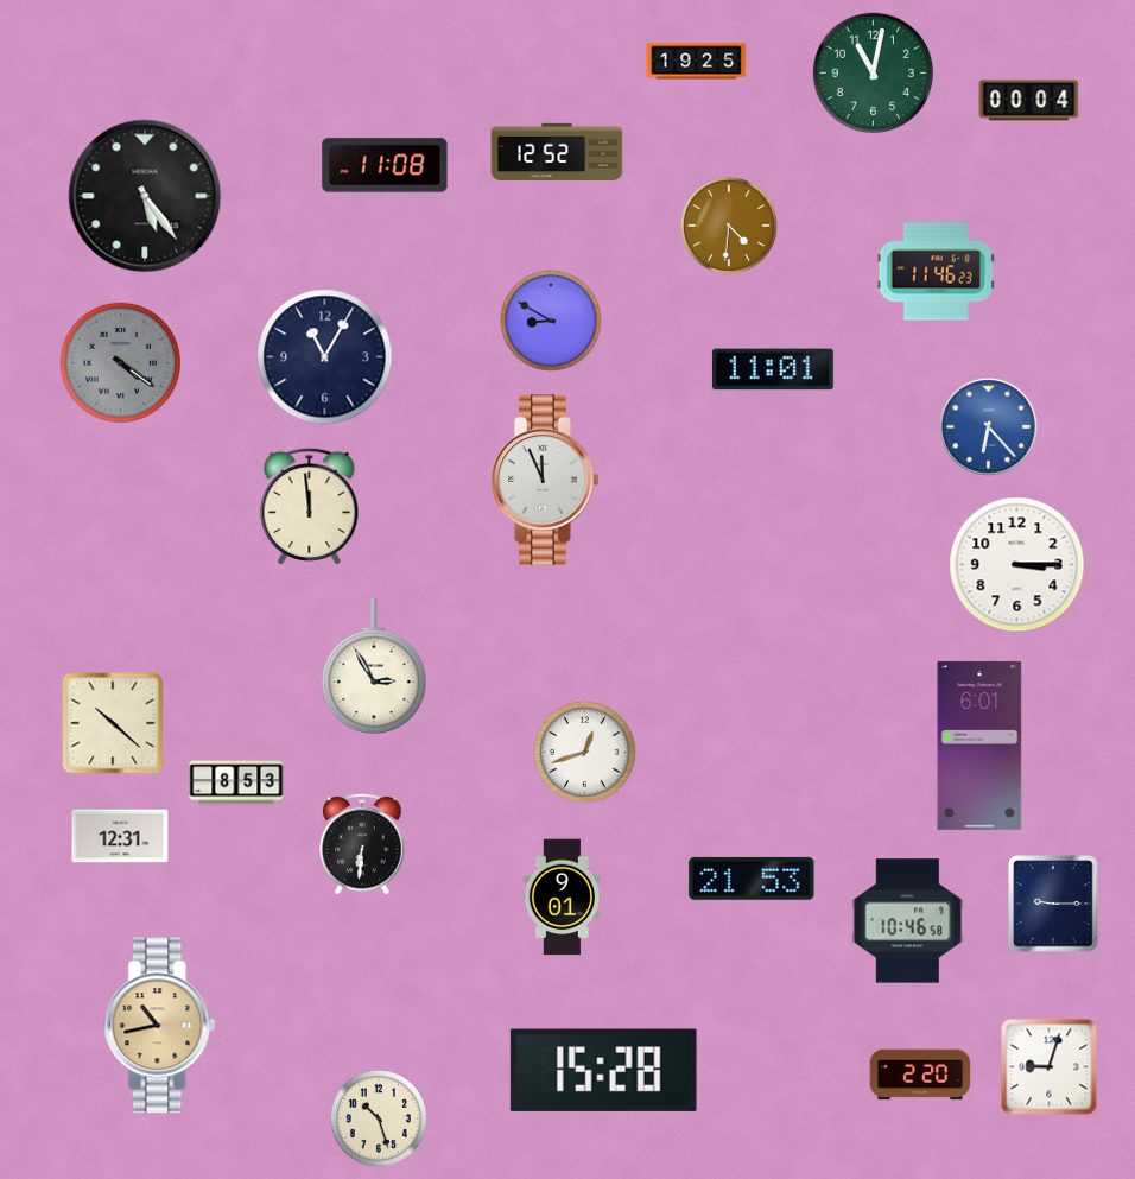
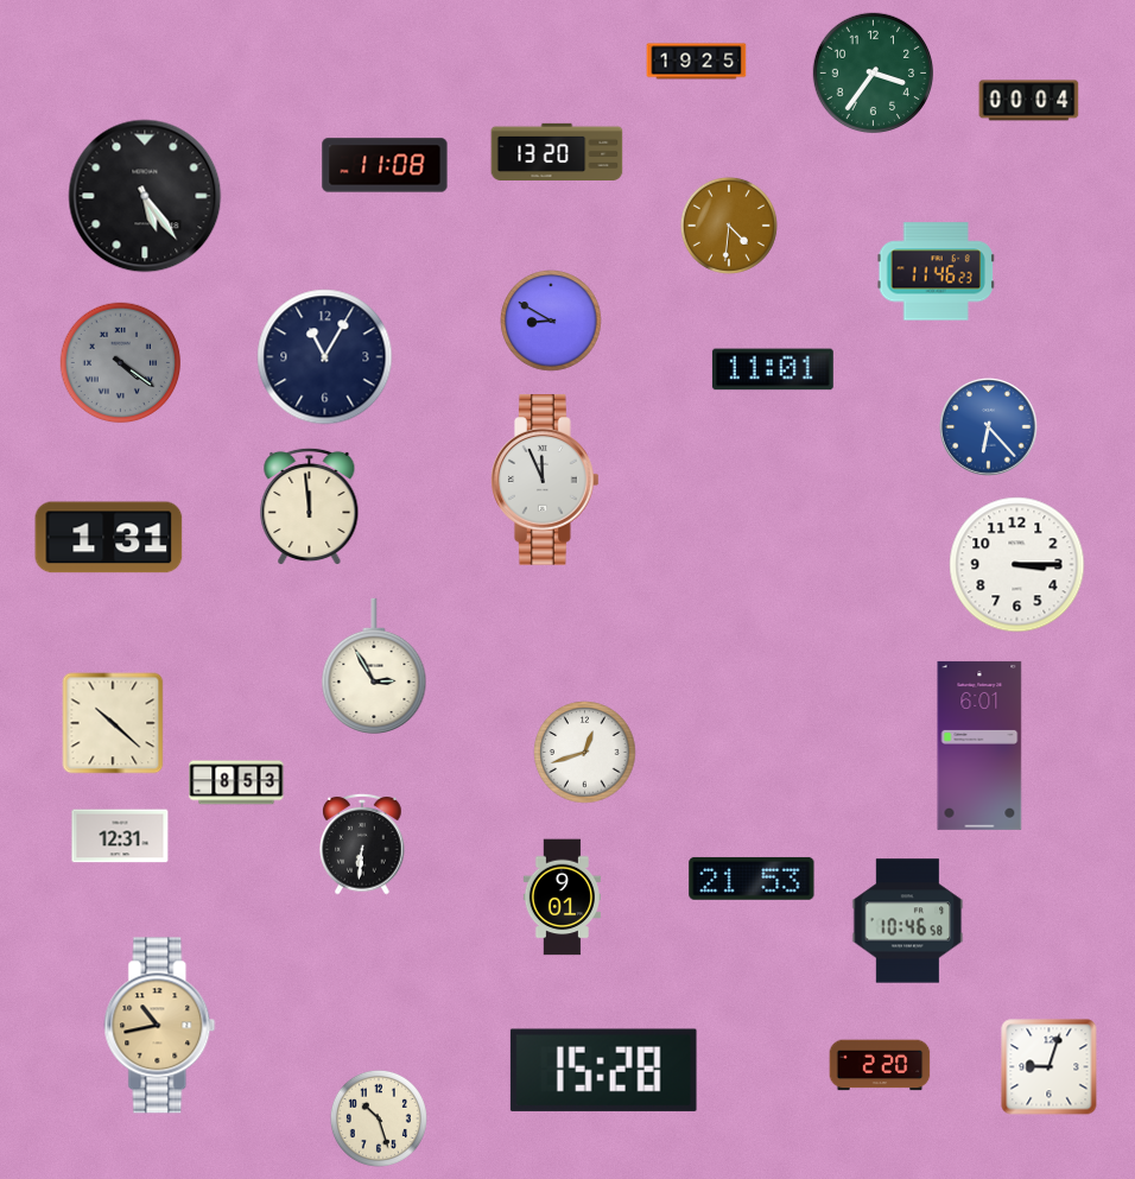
clock at (874, 74): 11:02 -> 3:36
clock at (557, 151): 12:52 -> 13:20
clock at (109, 538): none -> 1:31
clock at (1053, 904): 9:15 -> none
clock at (920, 1075) position: (920, 1075) -> (880, 1065)
